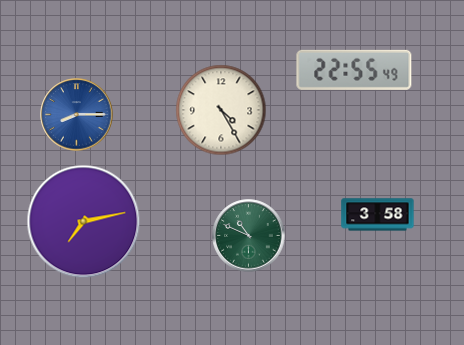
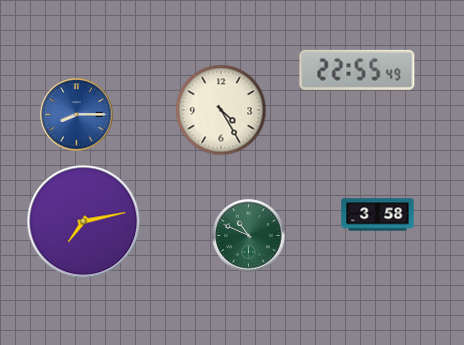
clock at (354, 70) position: (354, 70) -> (357, 70)
